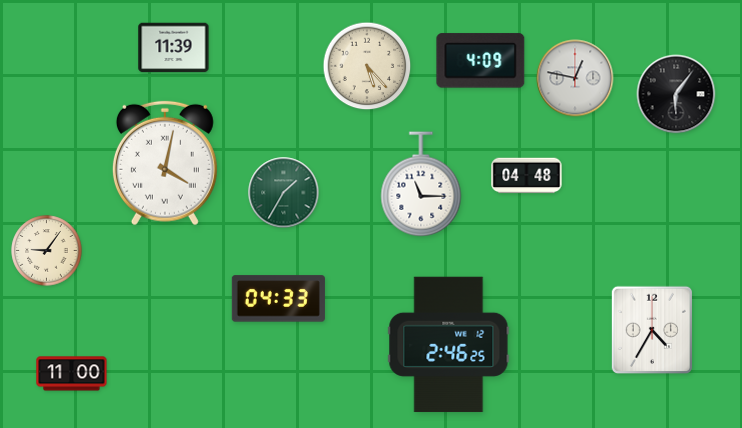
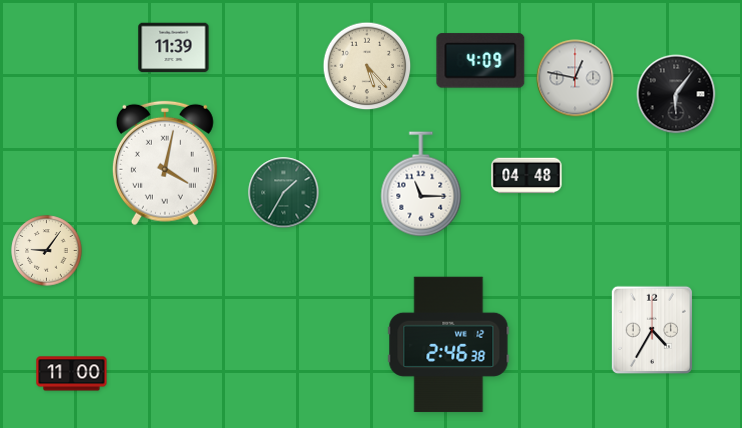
clock at (278, 299): 04:33 -> none
clock at (449, 345): 2:46:25 -> 2:46:38
